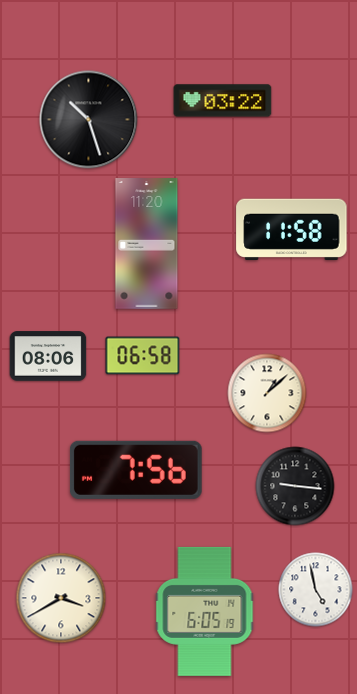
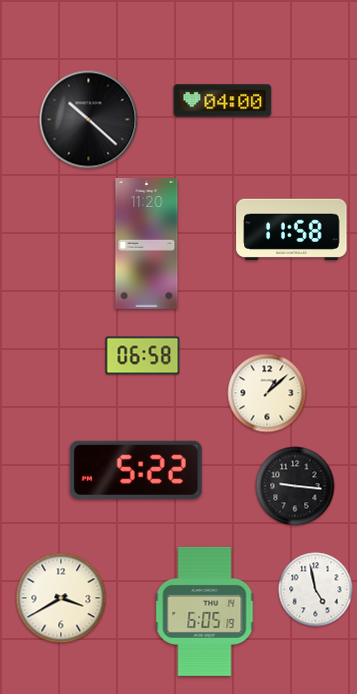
clock at (223, 101): 03:22 -> 04:00
clock at (89, 120): 10:27 -> 10:22
clock at (48, 356): 08:06 -> none
clock at (136, 470): 7:56 -> 5:22
